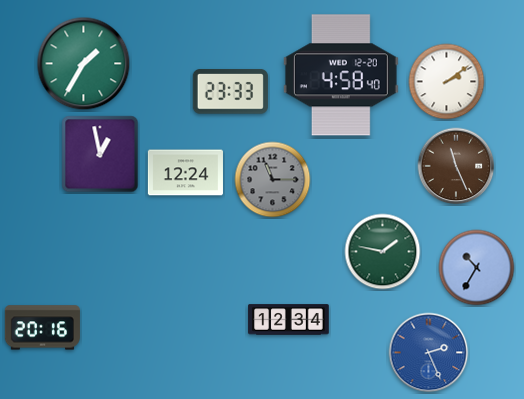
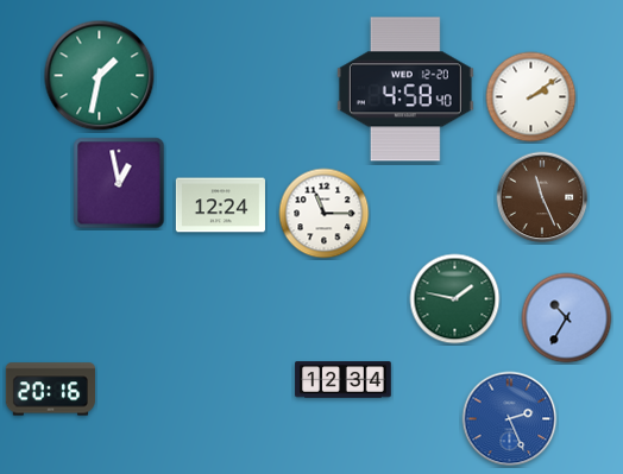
clock at (84, 64): 1:35 -> 1:32
clock at (230, 92): 23:33 -> none
clock at (273, 180) dial: grey -> white
